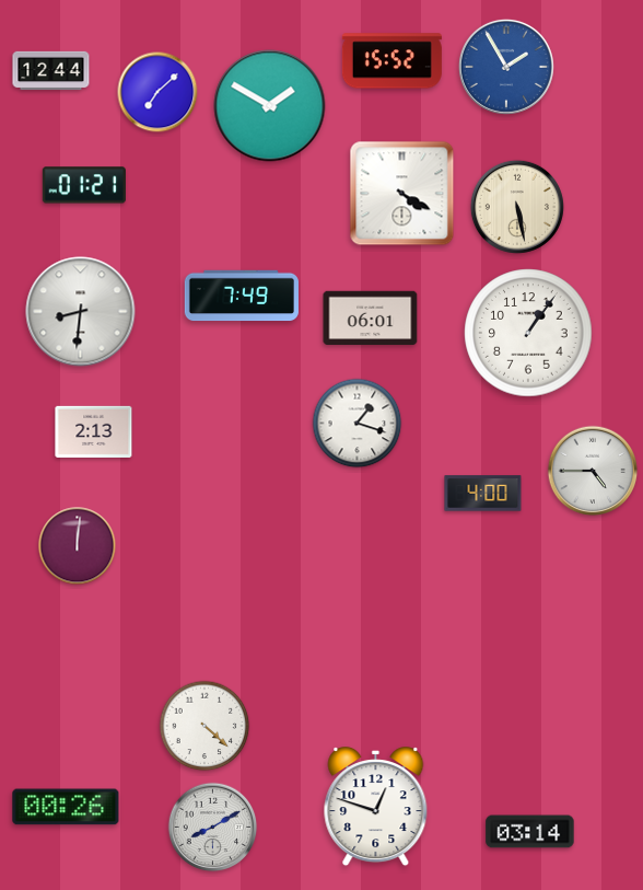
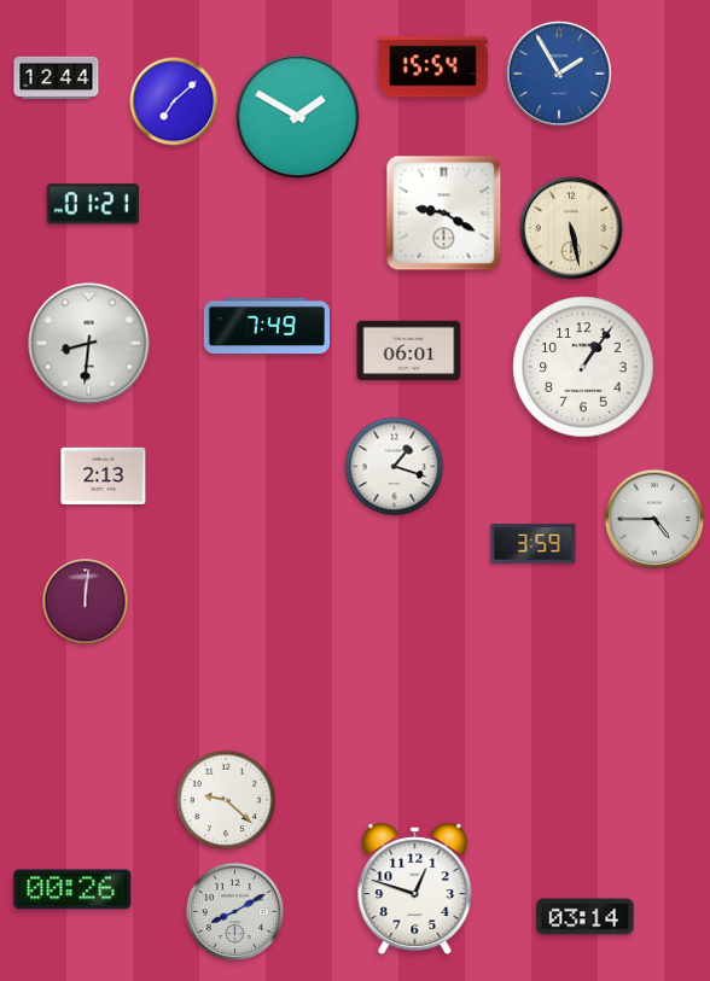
clock at (391, 61): 15:52 -> 15:54
clock at (402, 194): 4:20 -> 9:20
clock at (483, 494): 4:00 -> 3:59
clock at (204, 726): 4:22 -> 9:22
